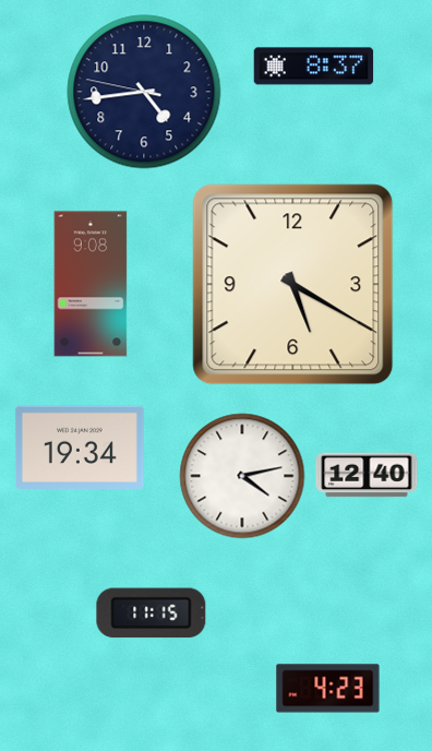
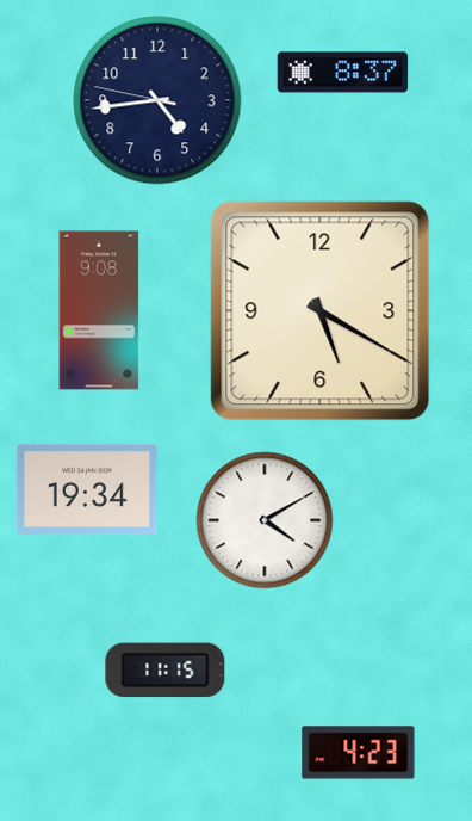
clock at (367, 475): 12:40 -> none
clock at (242, 476): 4:13 -> 4:10
